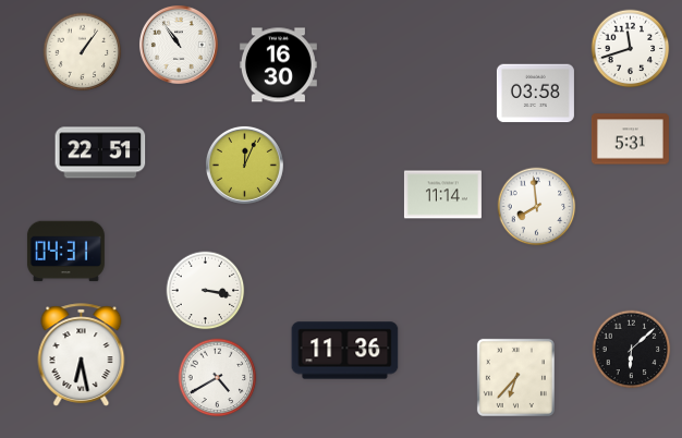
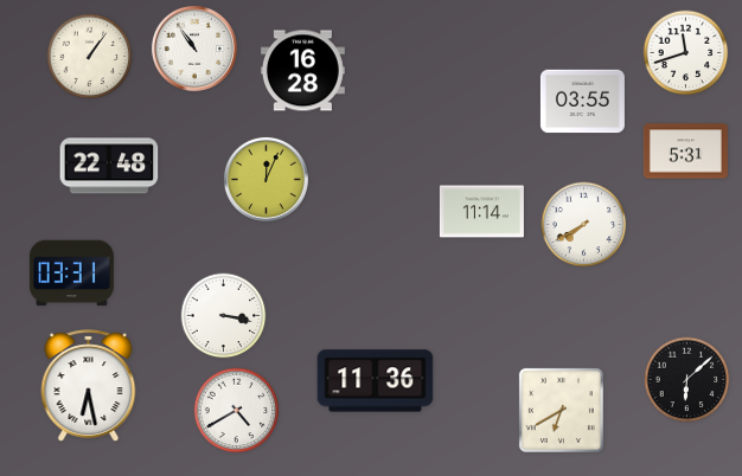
clock at (278, 65): 16:30 -> 16:28
clock at (535, 94): 03:58 -> 03:55
clock at (100, 153): 22:51 -> 22:48
clock at (537, 207): 7:59 -> 7:40
clock at (65, 252): 04:31 -> 03:31
clock at (515, 377): 6:37 -> 6:40
